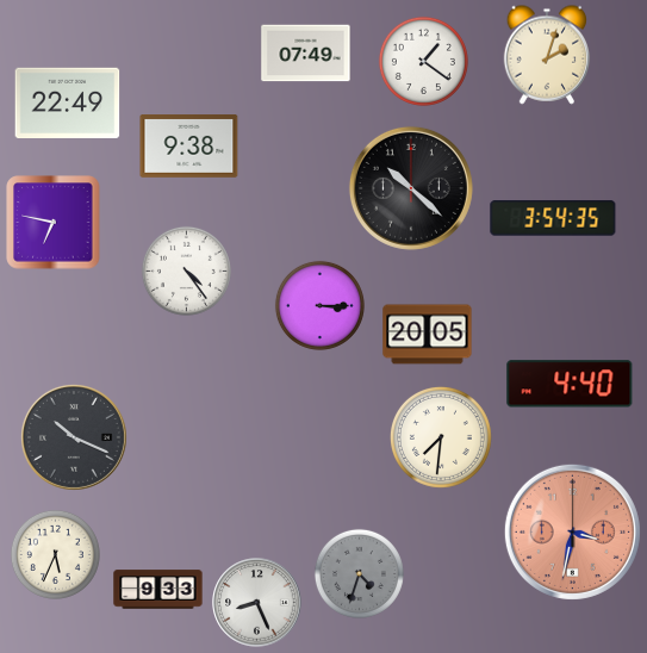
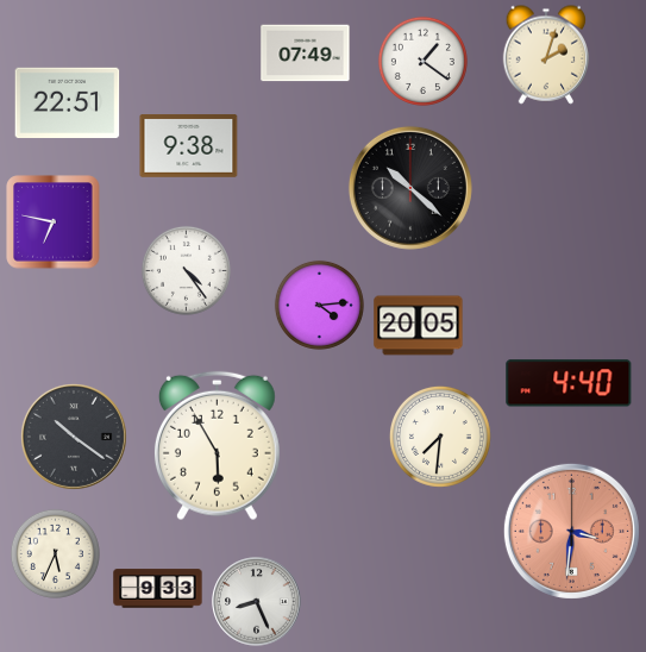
clock at (68, 102): 22:49 -> 22:51
clock at (553, 218): 3:54 -> none
clock at (319, 305): 3:15 -> 4:14
clock at (428, 335) position: (428, 335) -> (419, 326)
clock at (75, 439): 10:19 -> 10:21
clock at (217, 446): none -> 5:55
clock at (572, 531): 3:32 -> 3:31
clock at (359, 573): 4:33 -> none
